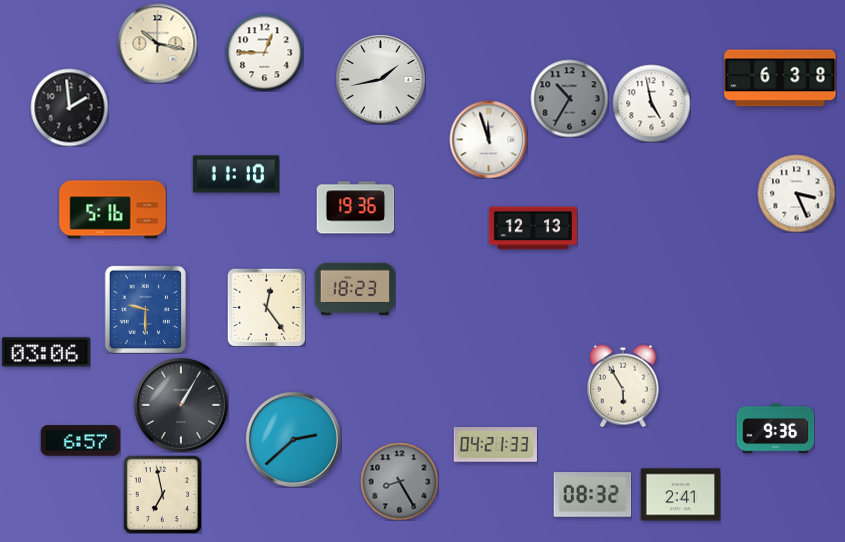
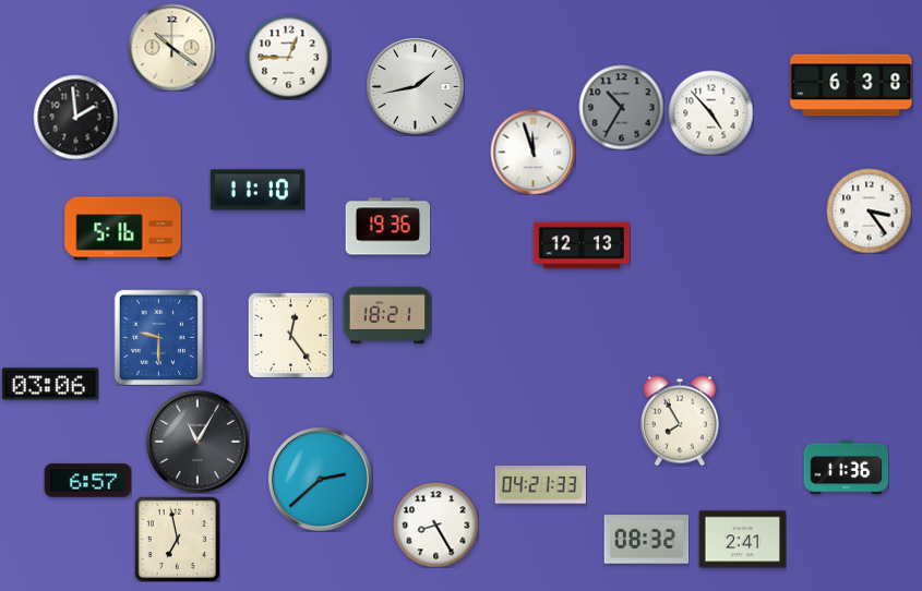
clock at (157, 43): 10:17 -> 10:21
clock at (651, 103): 4:58 -> 4:53
clock at (796, 193): 3:26 -> 3:24
clock at (533, 228) position: (533, 228) -> (582, 245)
clock at (355, 288): 18:23 -> 18:21
clock at (624, 386): 5:55 -> 7:55
clock at (181, 405): 1:05 -> 11:05
clock at (775, 429): 9:36 -> 11:36
clock at (399, 481) dial: grey -> white
